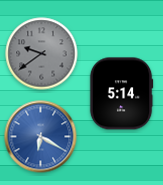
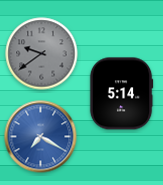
clock at (41, 137): 6:20 -> 7:20
